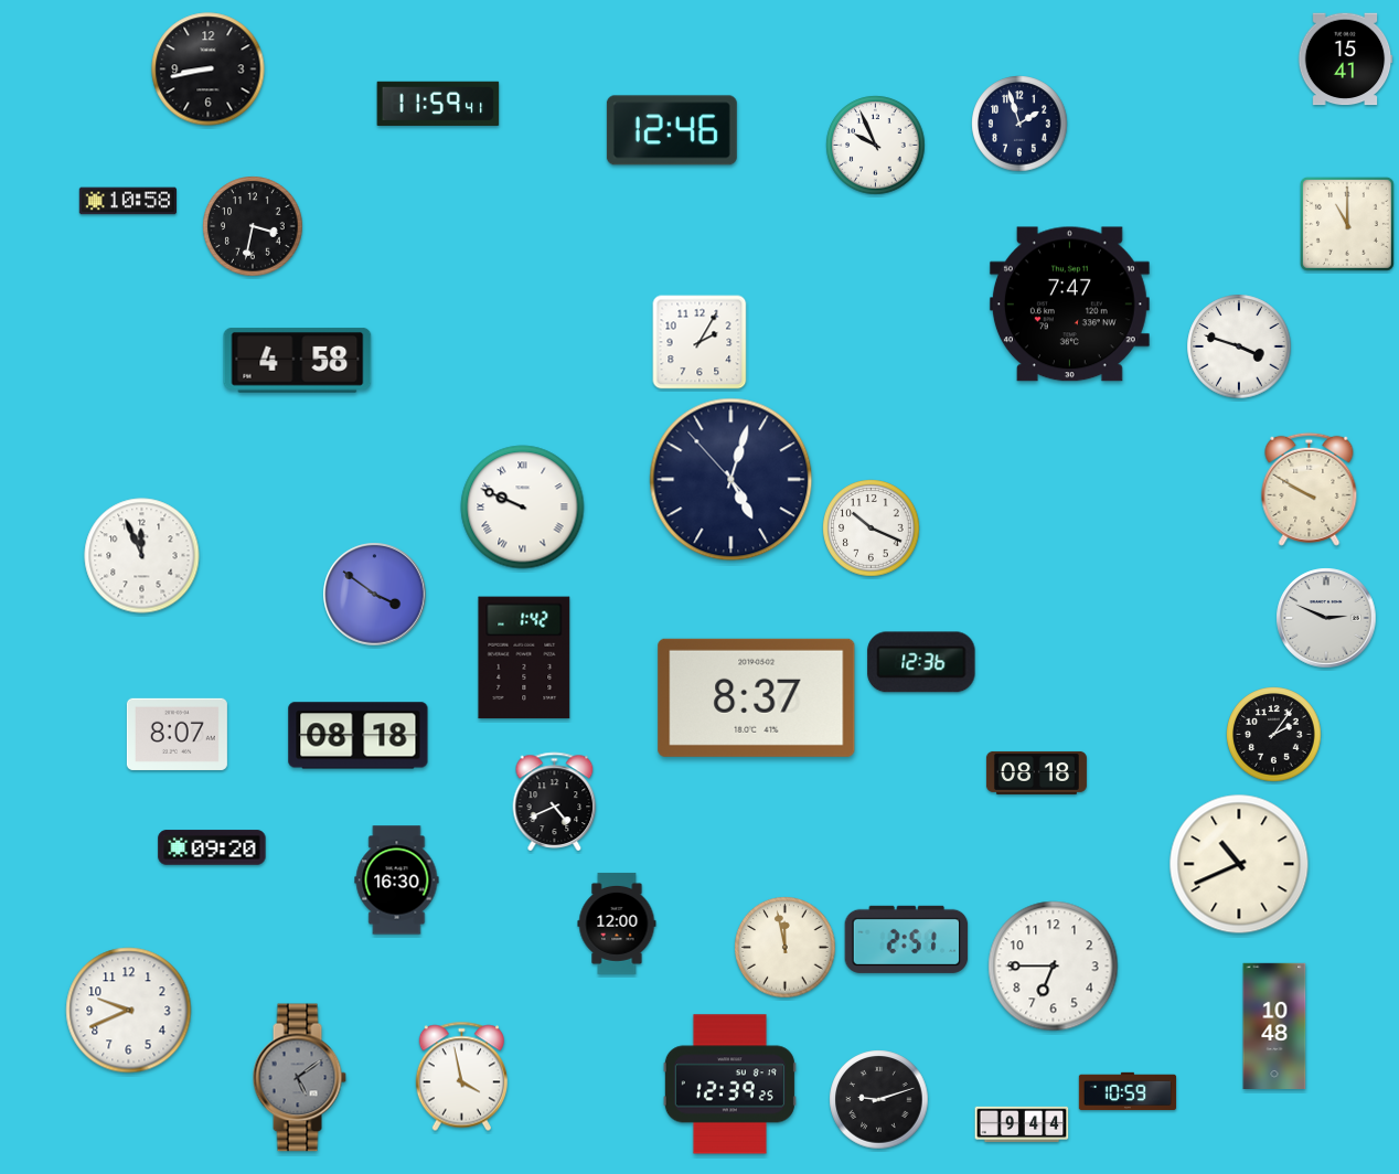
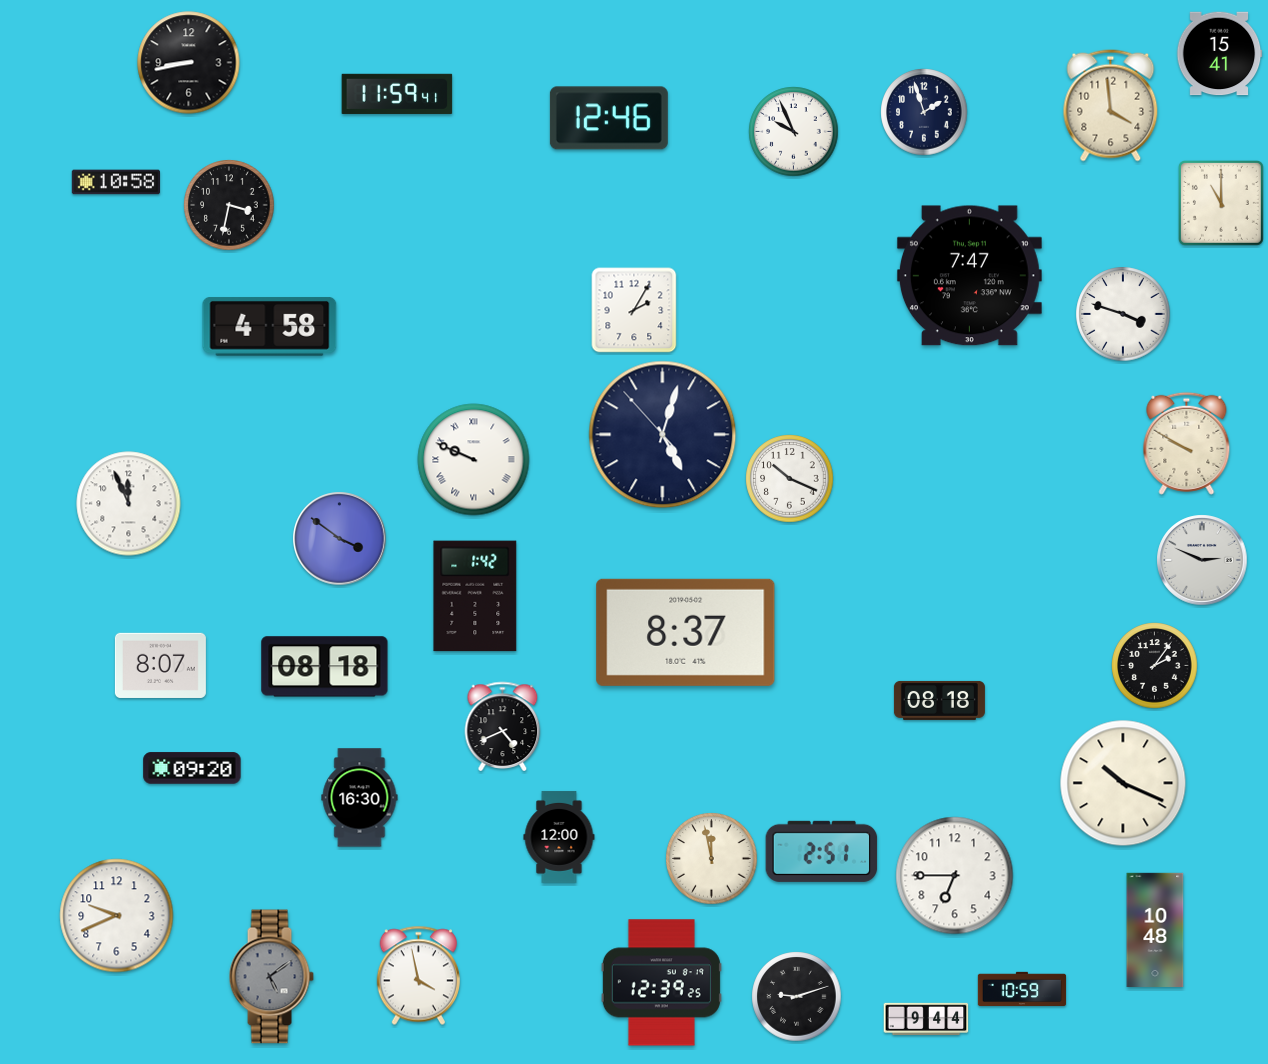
clock at (1111, 106): none -> 3:59
clock at (921, 662): 12:36 -> none
clock at (1239, 864): 10:41 -> 10:19
